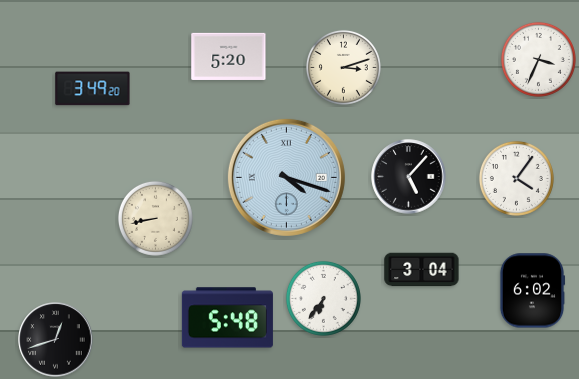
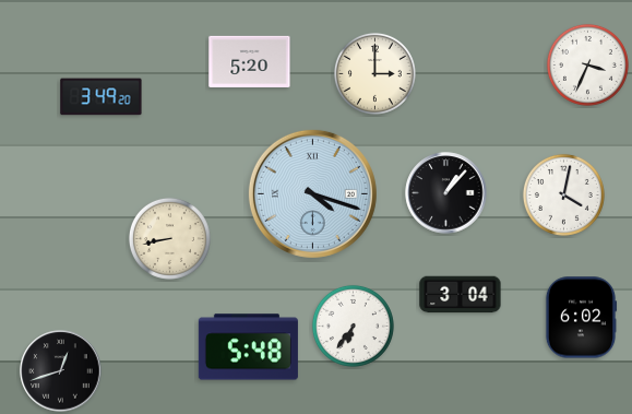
clock at (343, 67): 3:12 -> 3:00
clock at (409, 177): 5:07 -> 1:07
clock at (516, 178): 4:06 -> 4:02
